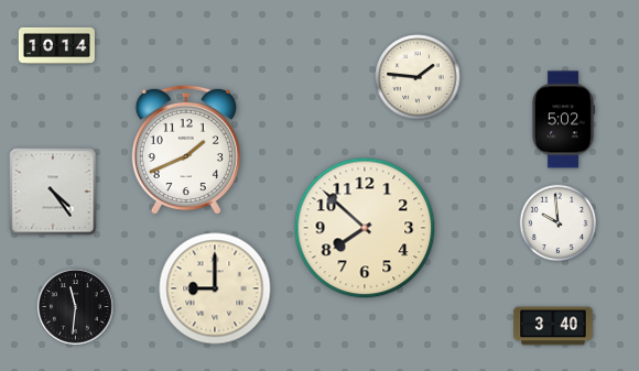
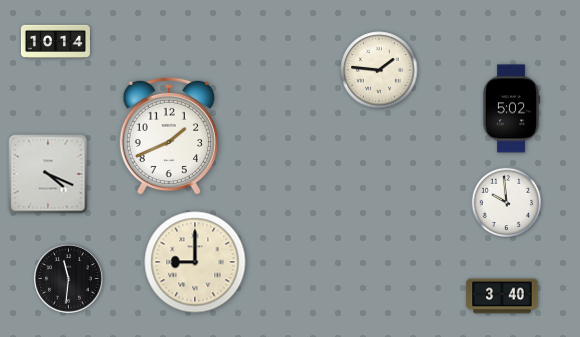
clock at (56, 45) position: (56, 45) -> (55, 41)
clock at (53, 192): 4:24 -> 4:19
clock at (365, 228): 7:52 -> none
